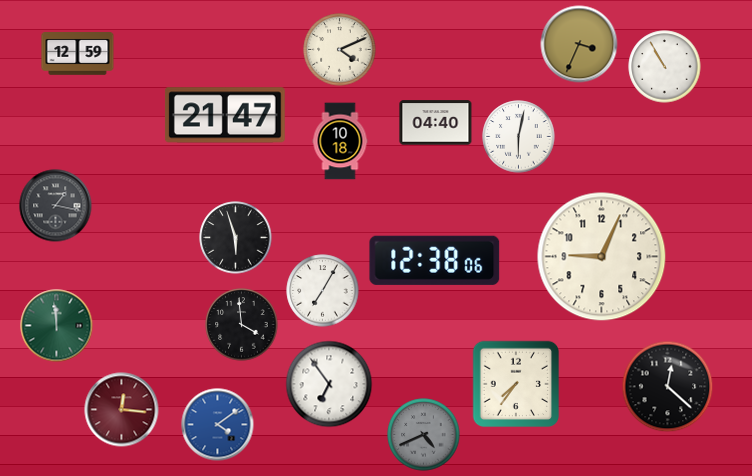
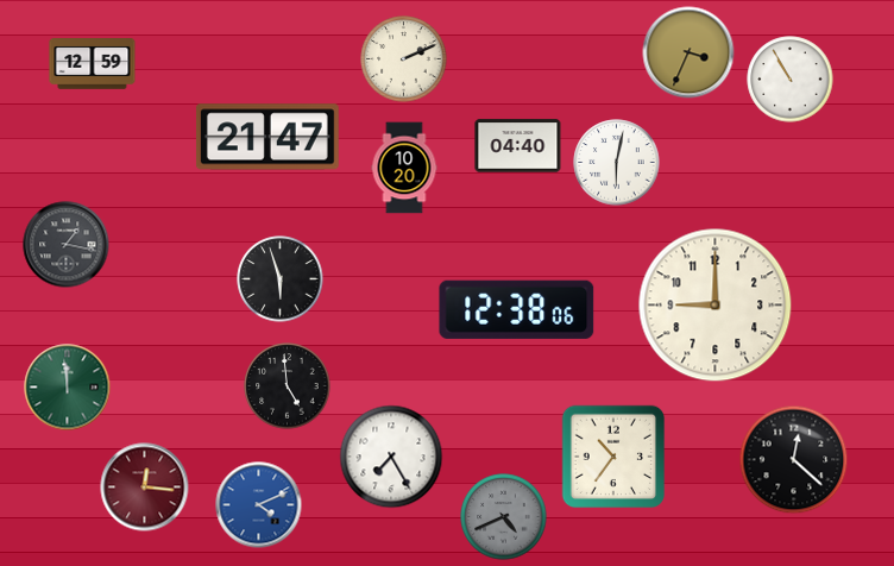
clock at (340, 50): 4:11 -> 2:11
clock at (340, 141): 10:18 -> 10:20
clock at (236, 238) position: (236, 238) -> (281, 279)
clock at (602, 257): 9:04 -> 9:00
clock at (323, 291): 7:05 -> none
clock at (242, 325): 3:59 -> 4:59
clock at (329, 384): 6:54 -> 7:25
clock at (516, 384): 7:36 -> 10:36
clock at (218, 425): 4:09 -> 4:11
